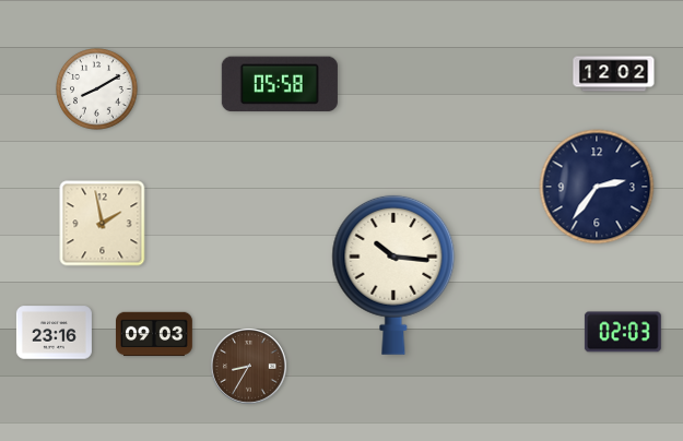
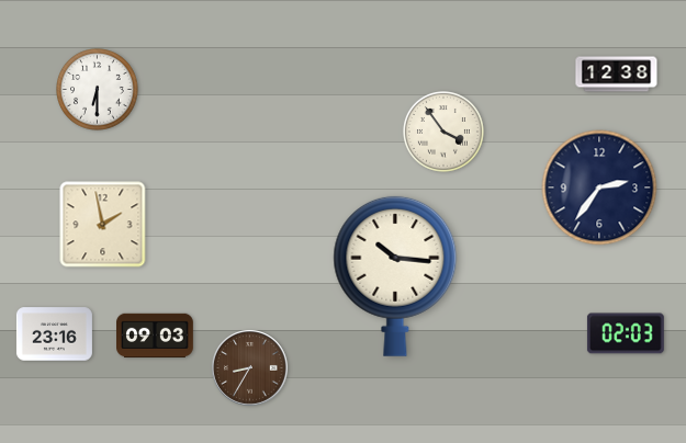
clock at (614, 74): 12:02 -> 12:38
clock at (280, 84): 05:58 -> none
clock at (97, 90): 8:10 -> 6:30
clock at (445, 133): none -> 3:54
